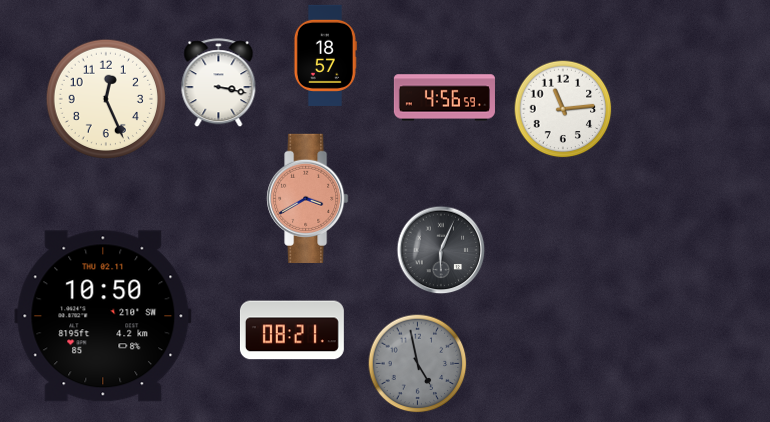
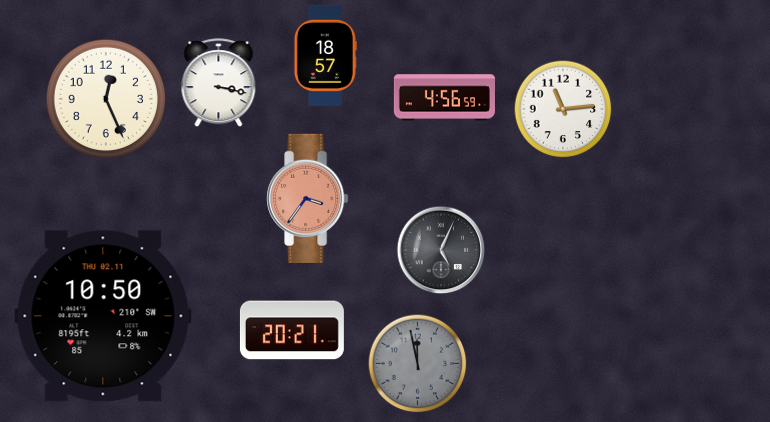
clock at (308, 198): 3:40 -> 3:36
clock at (441, 250): 6:04 -> 5:04
clock at (292, 330): 08:21 -> 20:21
clock at (418, 364): 4:58 -> 11:58
